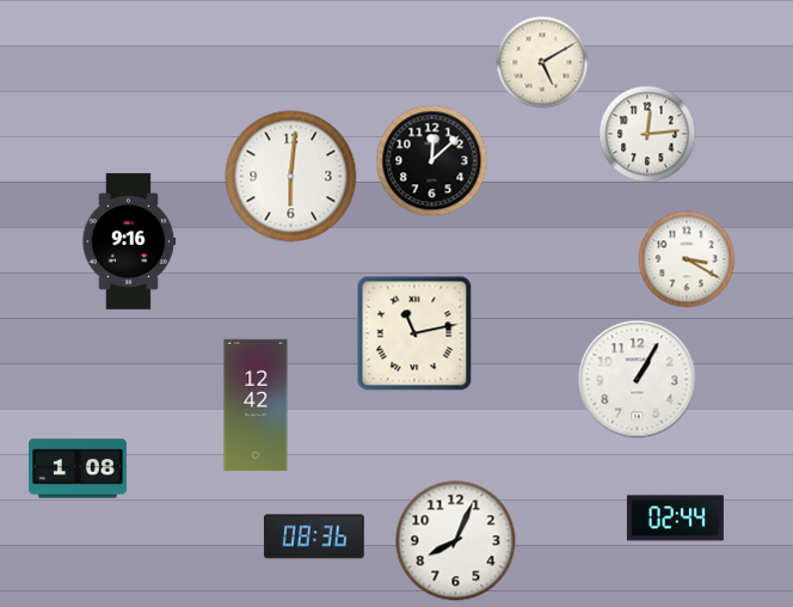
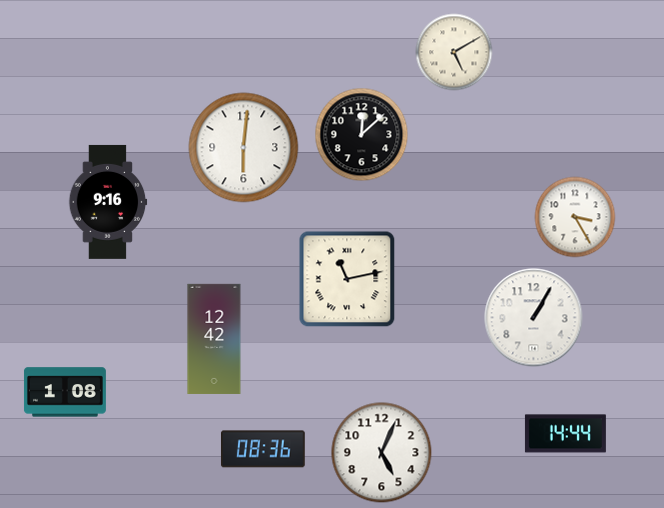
clock at (647, 134): 12:14 -> none
clock at (687, 259): 3:20 -> 3:25
clock at (675, 519): 02:44 -> 14:44
clock at (456, 541): 8:04 -> 5:04
